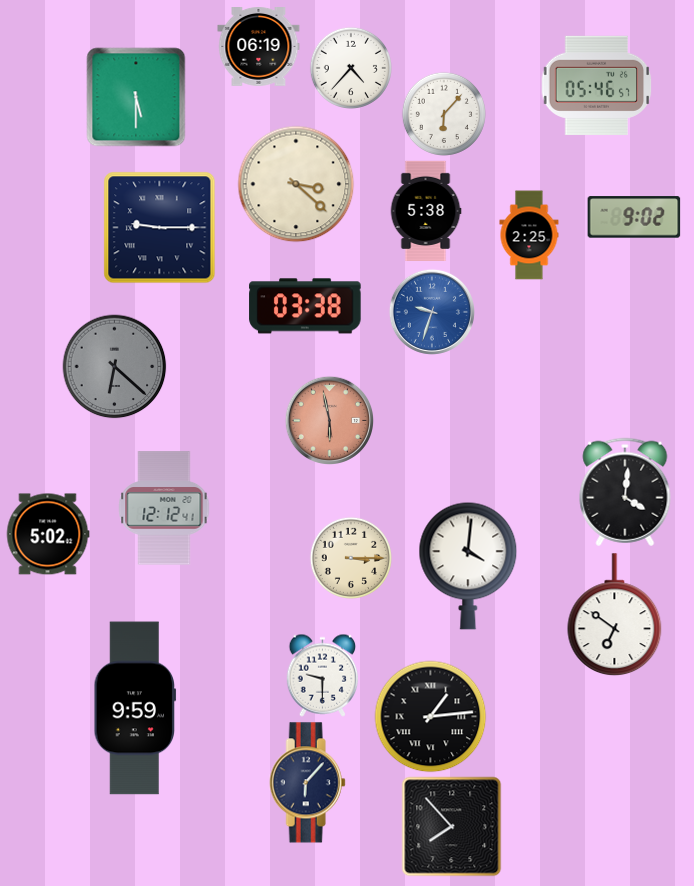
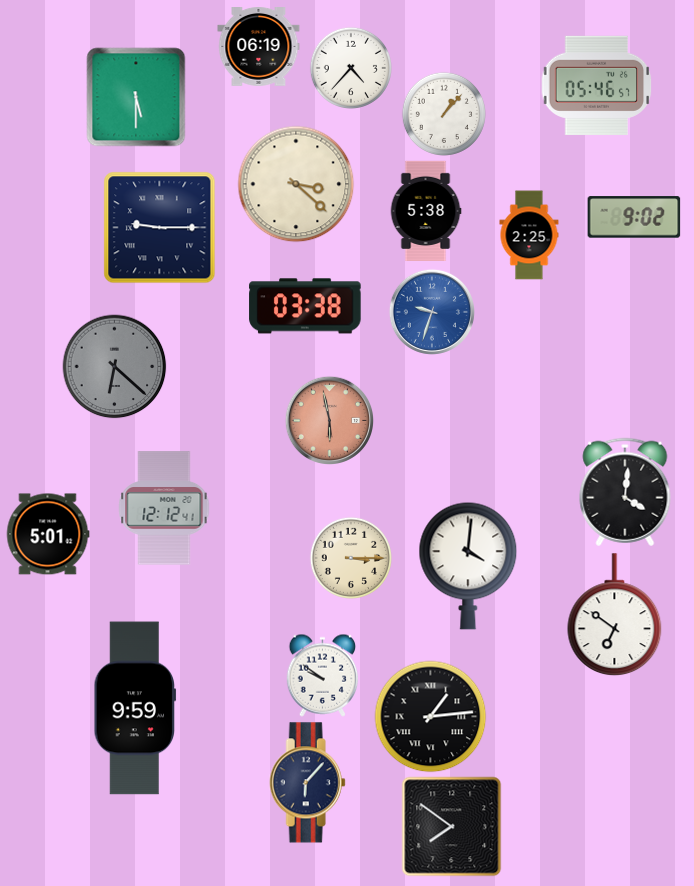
clock at (443, 113): 6:07 -> 1:07
clock at (48, 534): 5:02 -> 5:01
clock at (323, 675): 9:30 -> 9:51
clock at (452, 827): 7:53 -> 7:51
